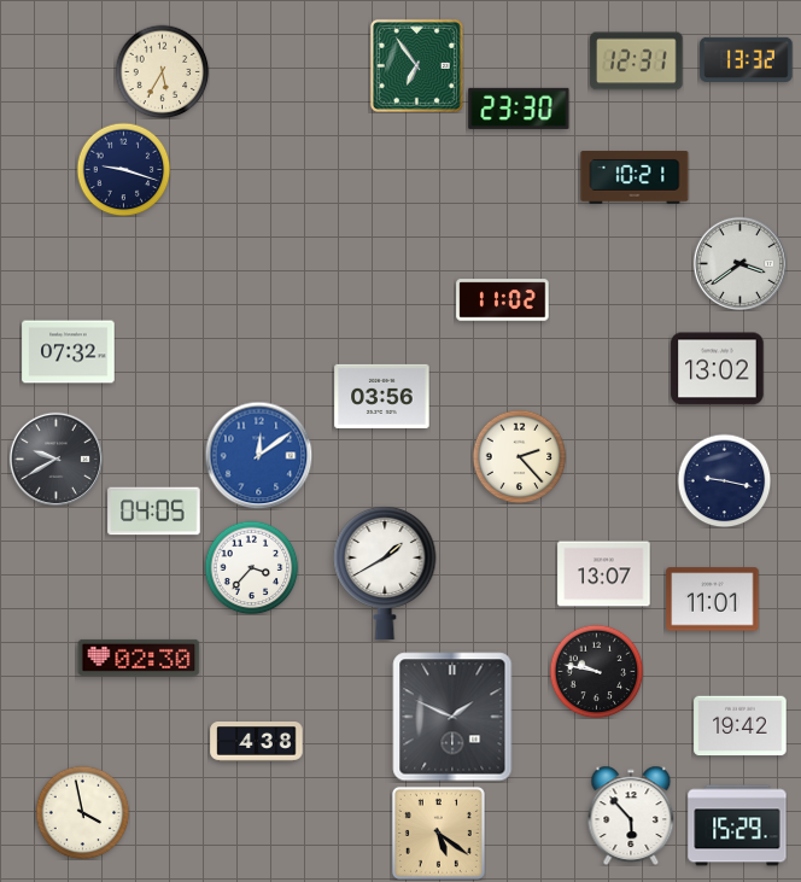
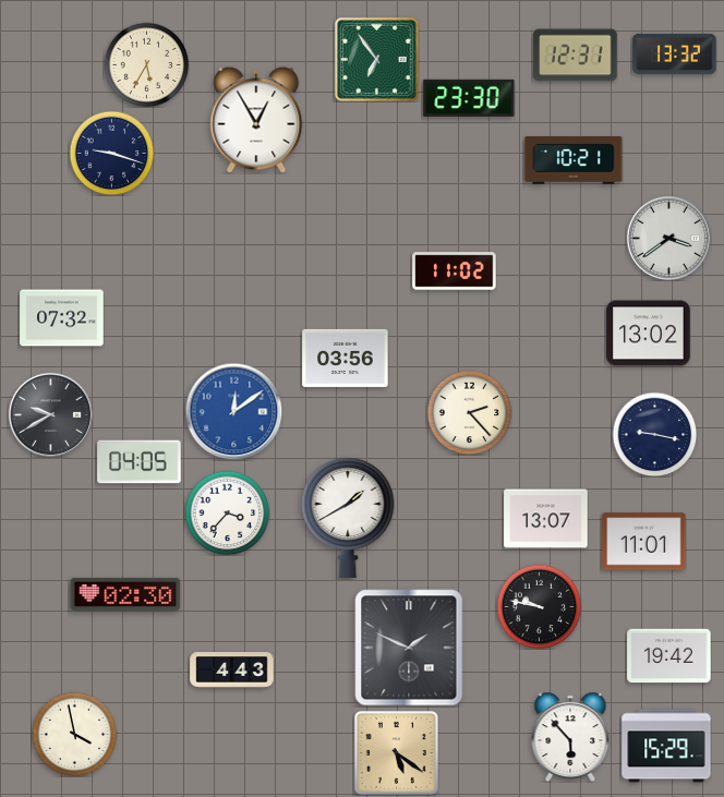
clock at (256, 120): none -> 12:55
clock at (257, 742): 4:38 -> 4:43
